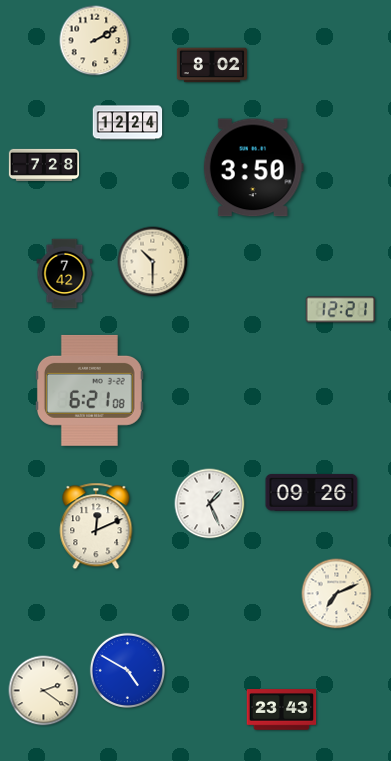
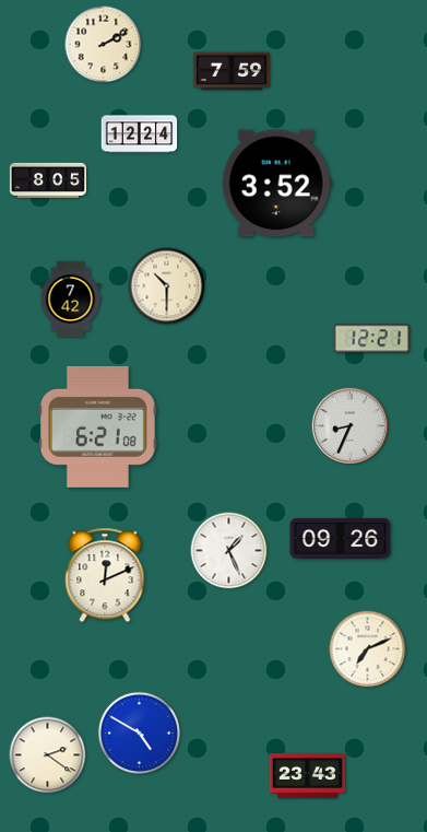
clock at (211, 65): 8:02 -> 7:59
clock at (43, 165): 7:28 -> 8:05
clock at (253, 168): 3:50 -> 3:52
clock at (349, 425): none -> 8:34
